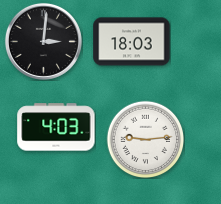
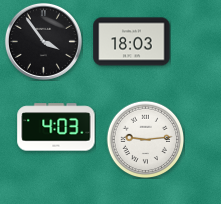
clock at (43, 41): 3:01 -> 3:54
